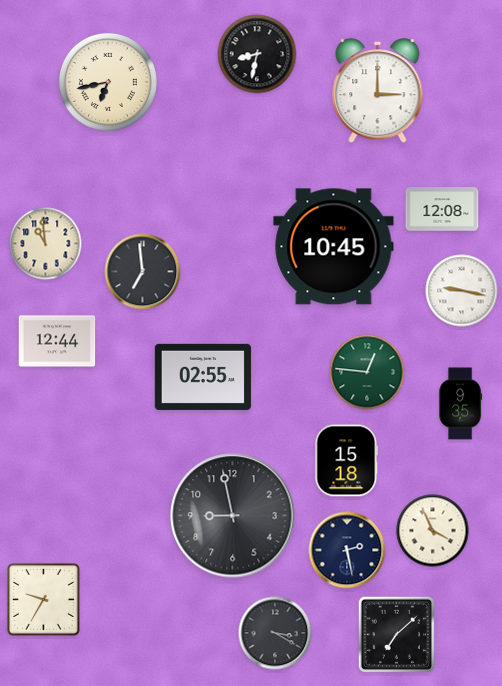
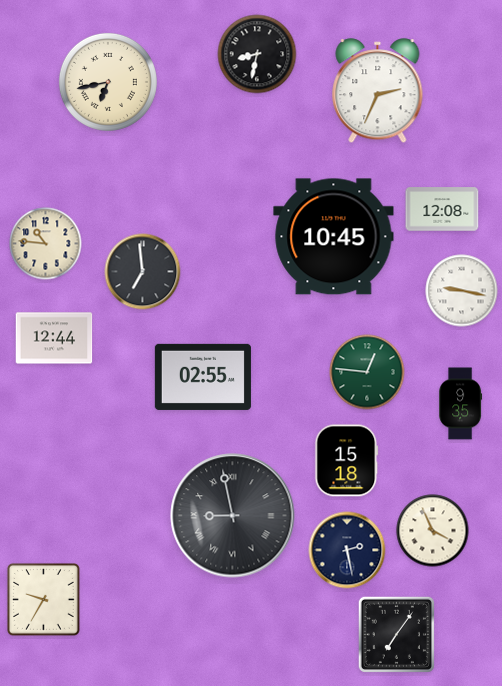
clock at (378, 91): 3:00 -> 2:34
clock at (46, 244): 10:59 -> 10:46
clock at (334, 247) position: (334, 247) -> (334, 237)
clock at (57, 341) position: (57, 341) -> (54, 338)
clock at (233, 516) numerals: Arabic -> Roman
clock at (275, 633): 3:20 -> none
clock at (396, 634): 7:08 -> 7:06
